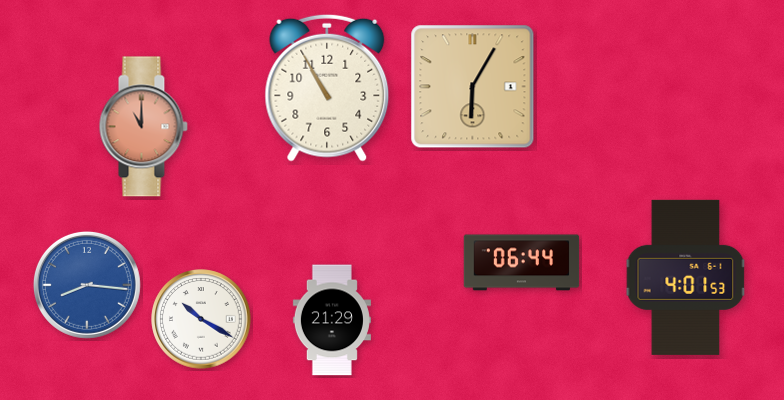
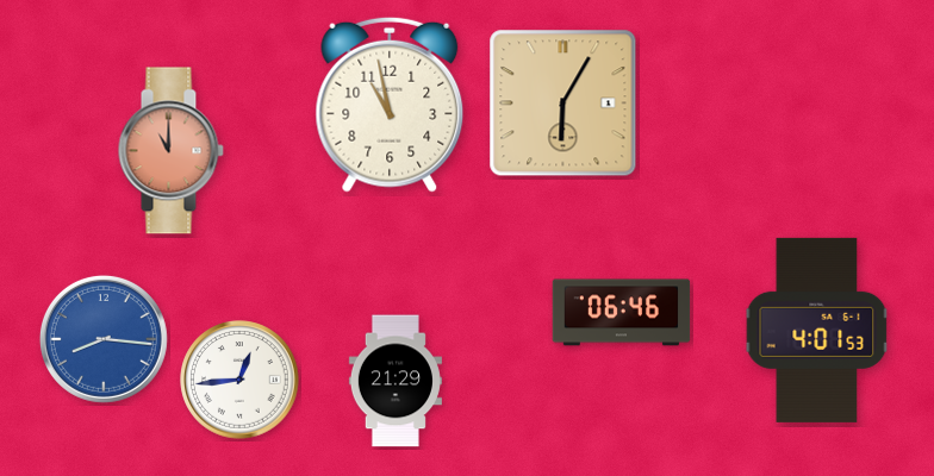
clock at (327, 88): 10:55 -> 10:58
clock at (522, 263): 06:44 -> 06:46
clock at (201, 319): 10:20 -> 12:44
